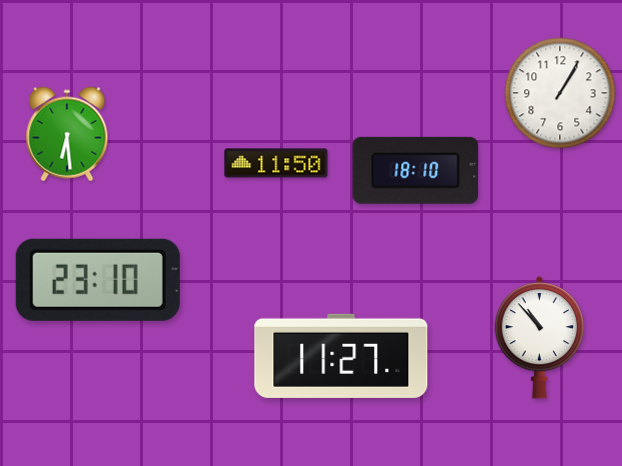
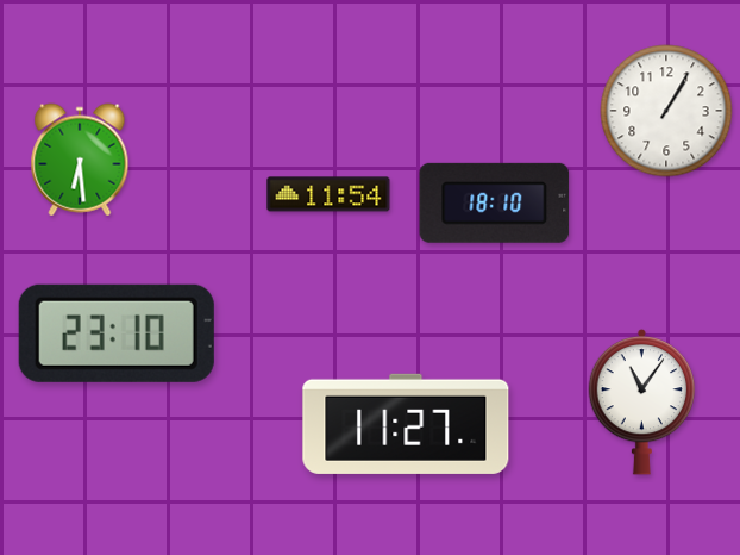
clock at (276, 163): 11:50 -> 11:54
clock at (540, 337): 10:53 -> 11:06
